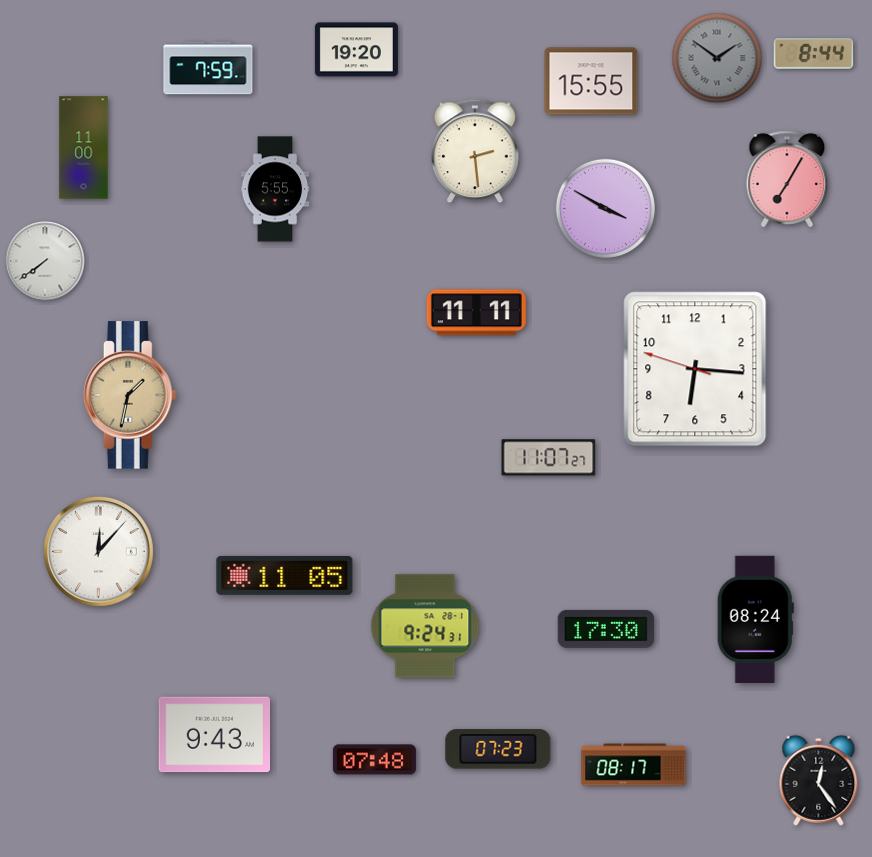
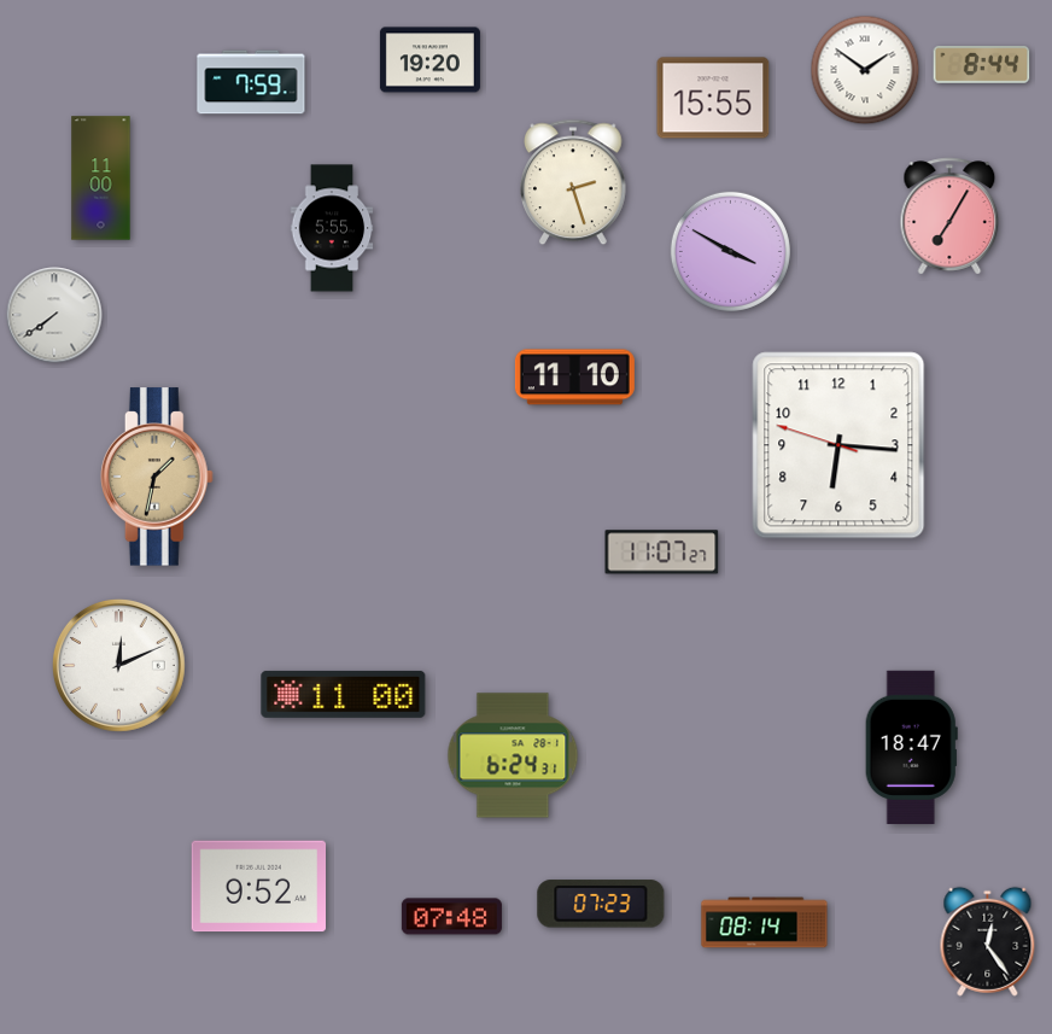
clock at (717, 58) dial: grey -> white
clock at (476, 151): 2:29 -> 2:27
clock at (476, 313): 11:11 -> 11:10
clock at (98, 551): 12:07 -> 12:11
clock at (285, 575): 11:05 -> 11:00
clock at (755, 619): 08:24 -> 18:47
clock at (425, 626): 9:24 -> 6:24
clock at (606, 629): 17:30 -> none
clock at (215, 735): 9:43 -> 9:52
clock at (634, 765): 08:17 -> 08:14
